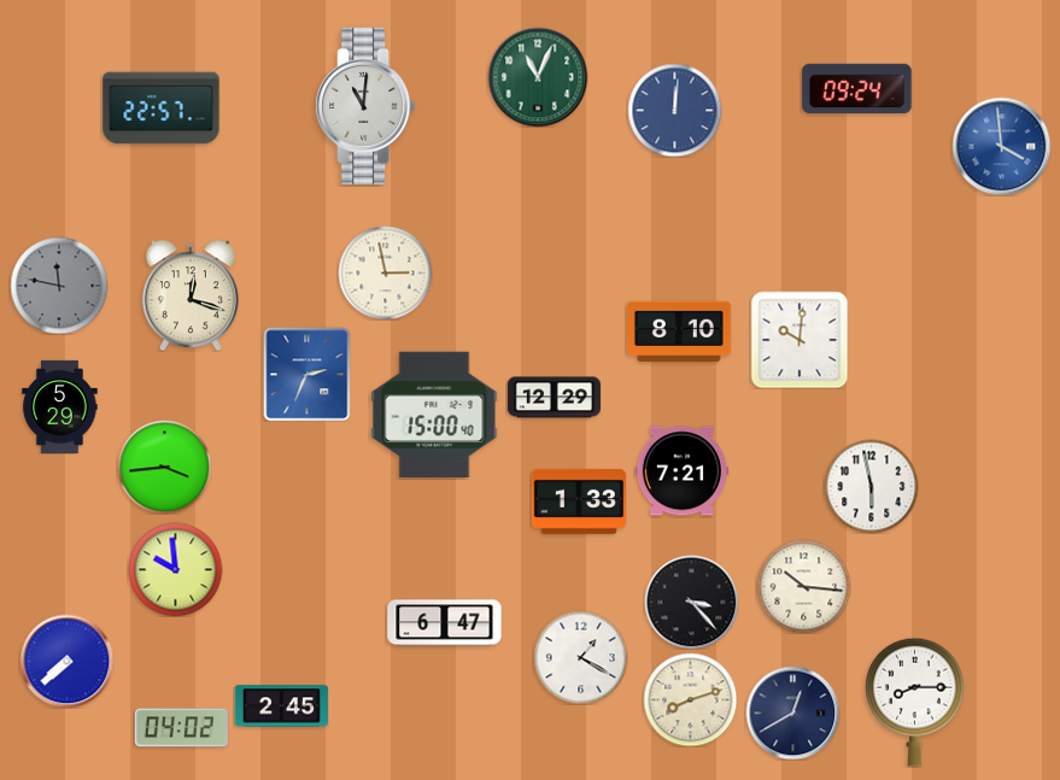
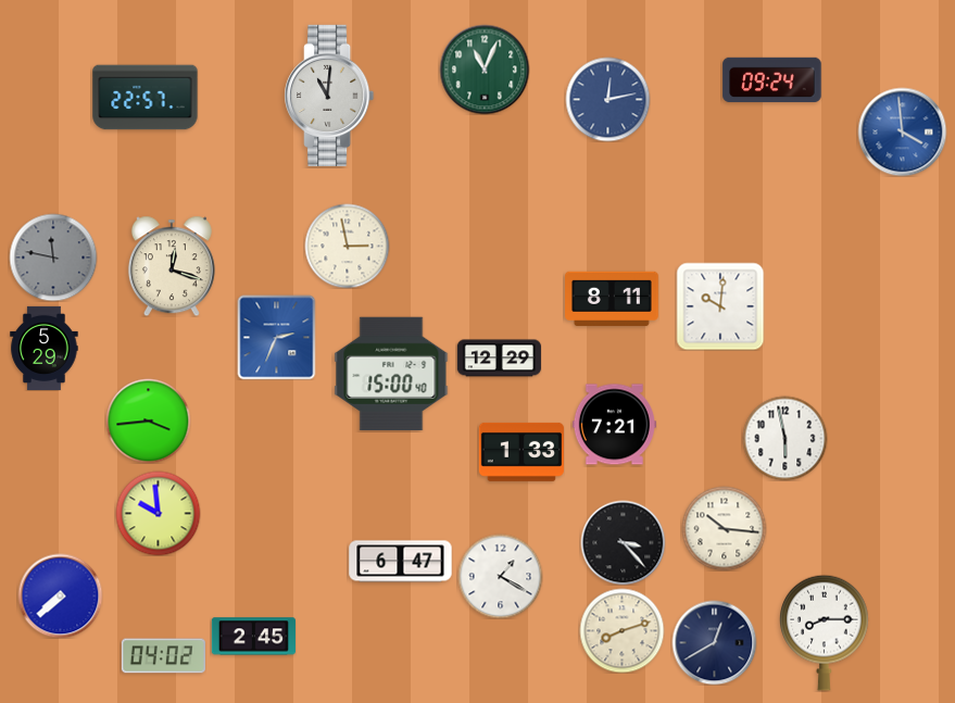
clock at (674, 110): 12:01 -> 12:13
clock at (680, 332): 8:10 -> 8:11
clock at (60, 406) position: (60, 406) -> (45, 348)
clock at (580, 657) position: (580, 657) -> (500, 576)
